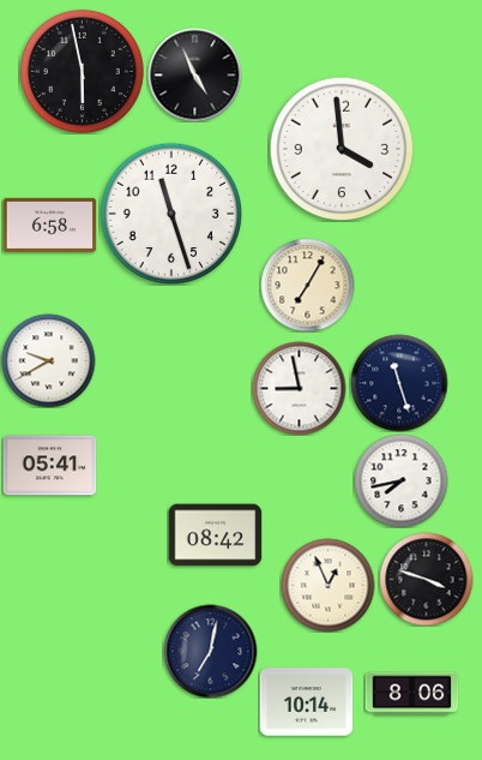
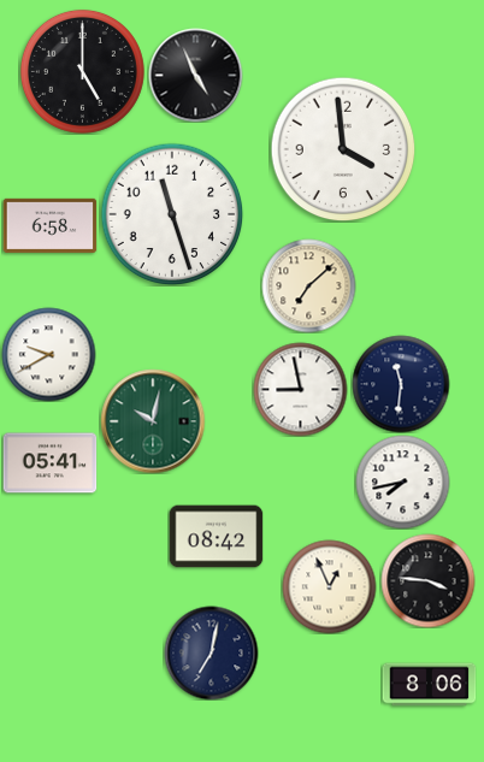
clock at (82, 71): 5:58 -> 5:00
clock at (307, 285): 7:05 -> 7:08
clock at (48, 360) position: (48, 360) -> (48, 354)
clock at (399, 383): 11:27 -> 11:31
clock at (153, 421): none -> 10:02
clock at (49, 466) position: (49, 466) -> (49, 463)
clock at (426, 579): 3:48 -> 3:46
clock at (411, 694) position: (411, 694) -> (429, 685)
clock at (306, 702): 10:14 -> none
